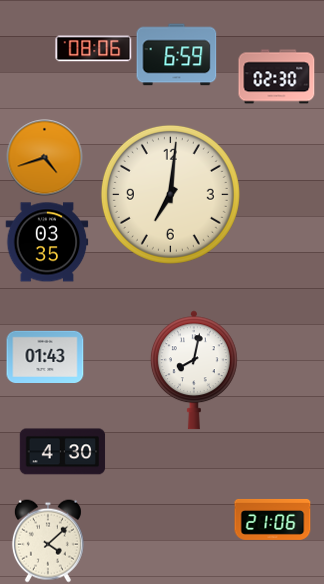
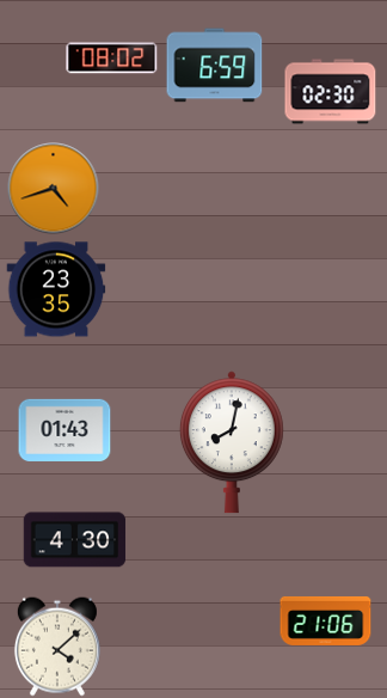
clock at (94, 49): 08:06 -> 08:02
clock at (177, 55) position: (177, 55) -> (215, 66)
clock at (170, 194): 7:01 -> none
clock at (47, 242): 03:35 -> 23:35
clock at (45, 356) position: (45, 356) -> (64, 429)
